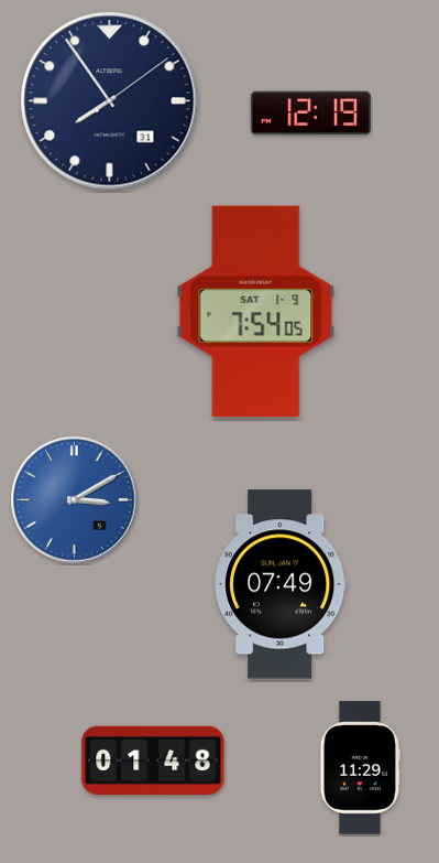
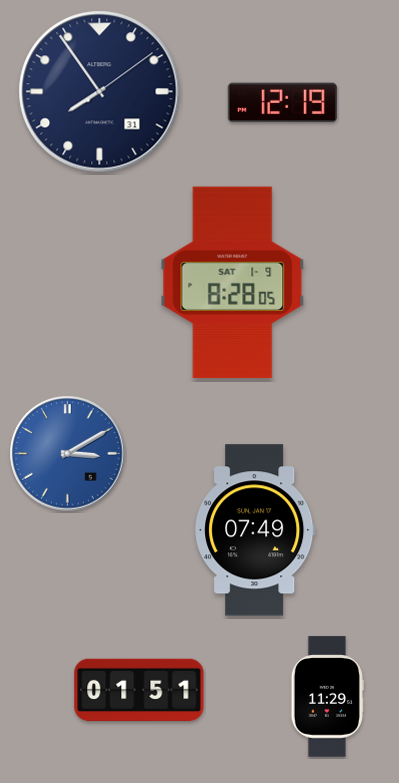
clock at (256, 312): 7:54 -> 8:28
clock at (153, 760): 01:48 -> 01:51
